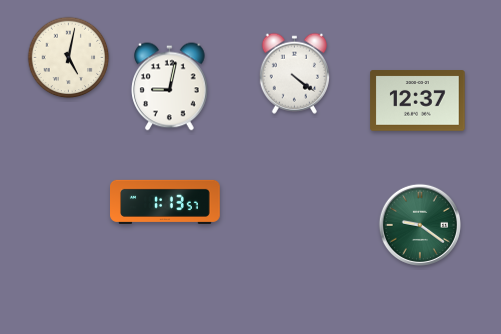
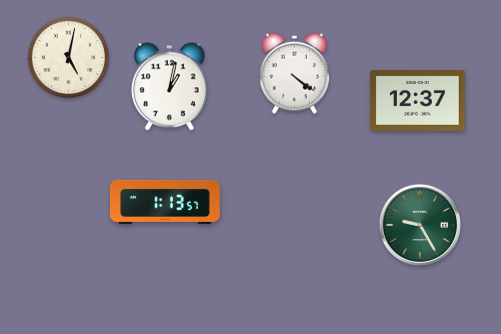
clock at (170, 87): 9:02 -> 1:02
clock at (420, 225): 9:21 -> 9:25
